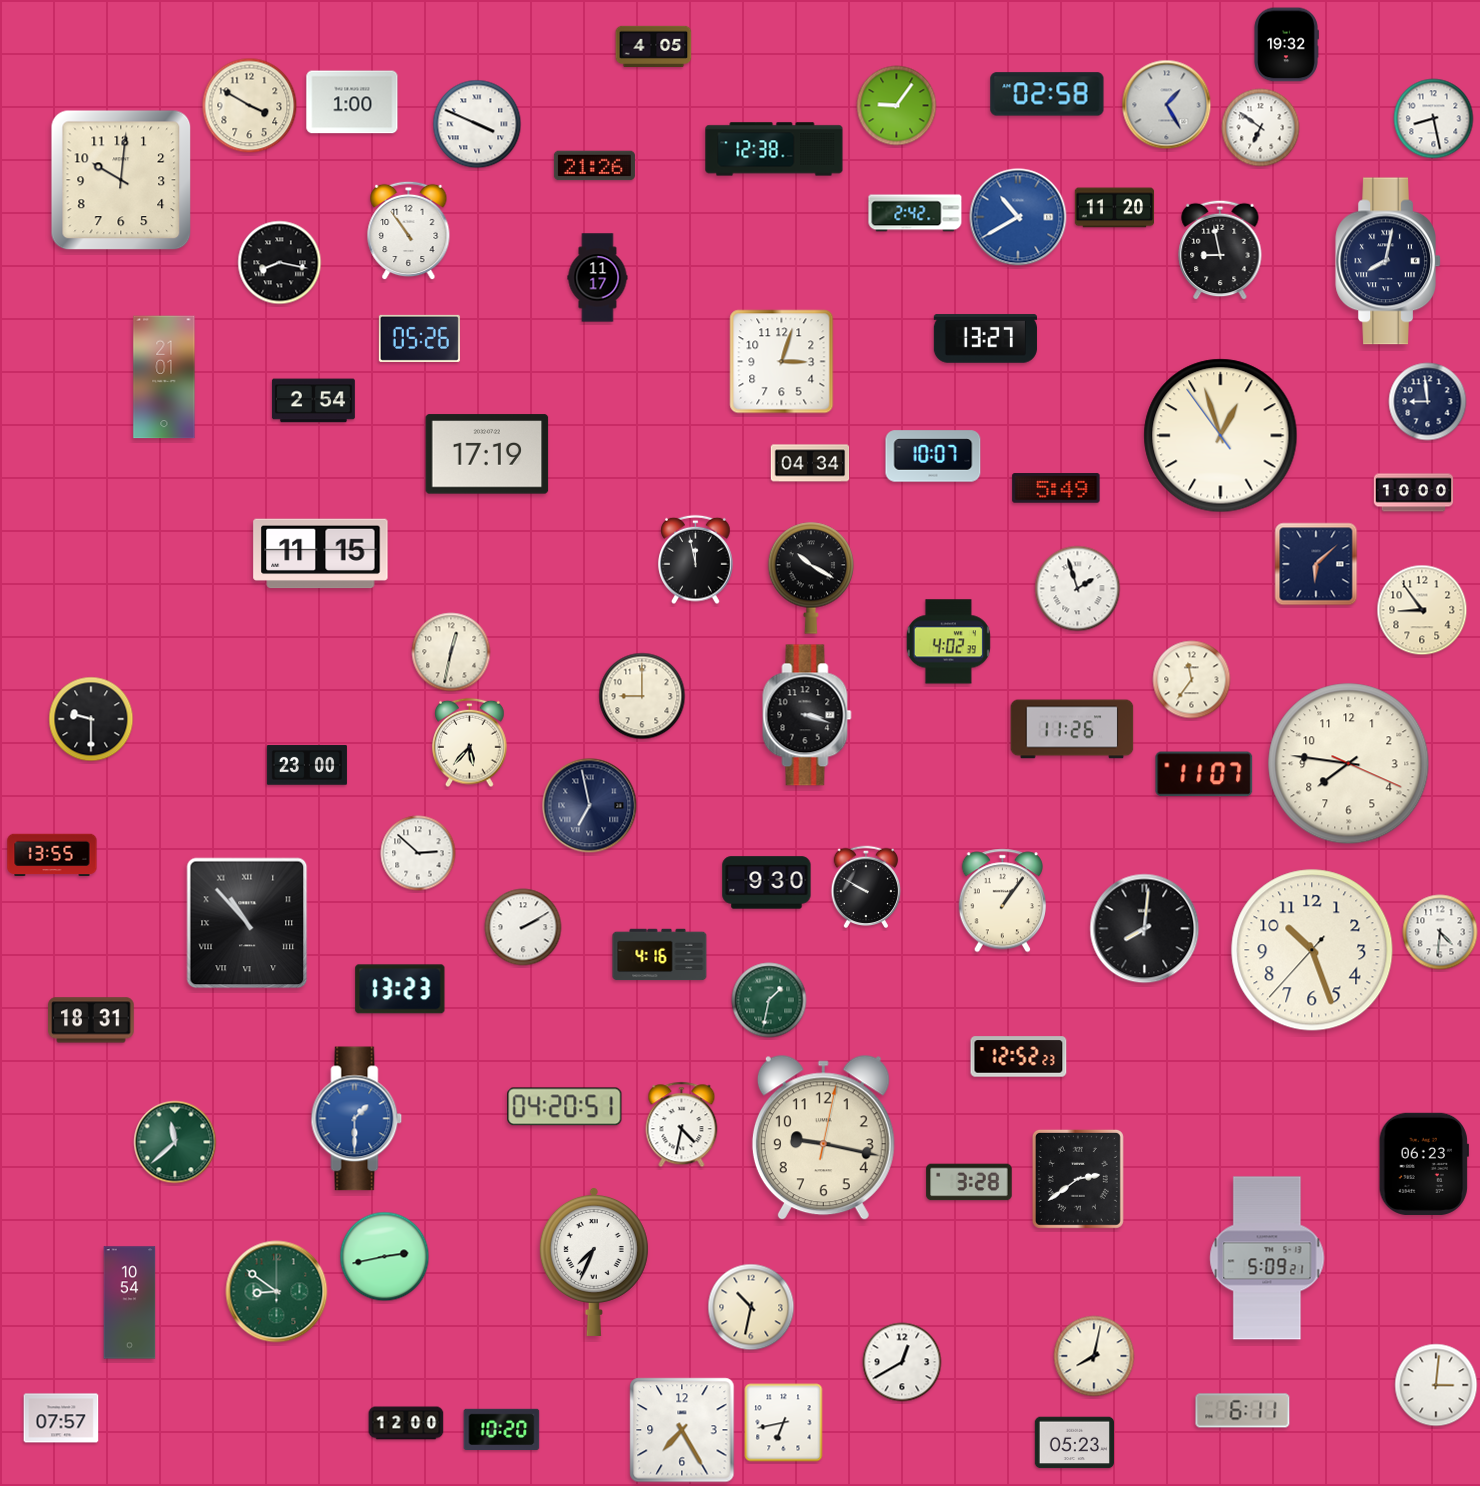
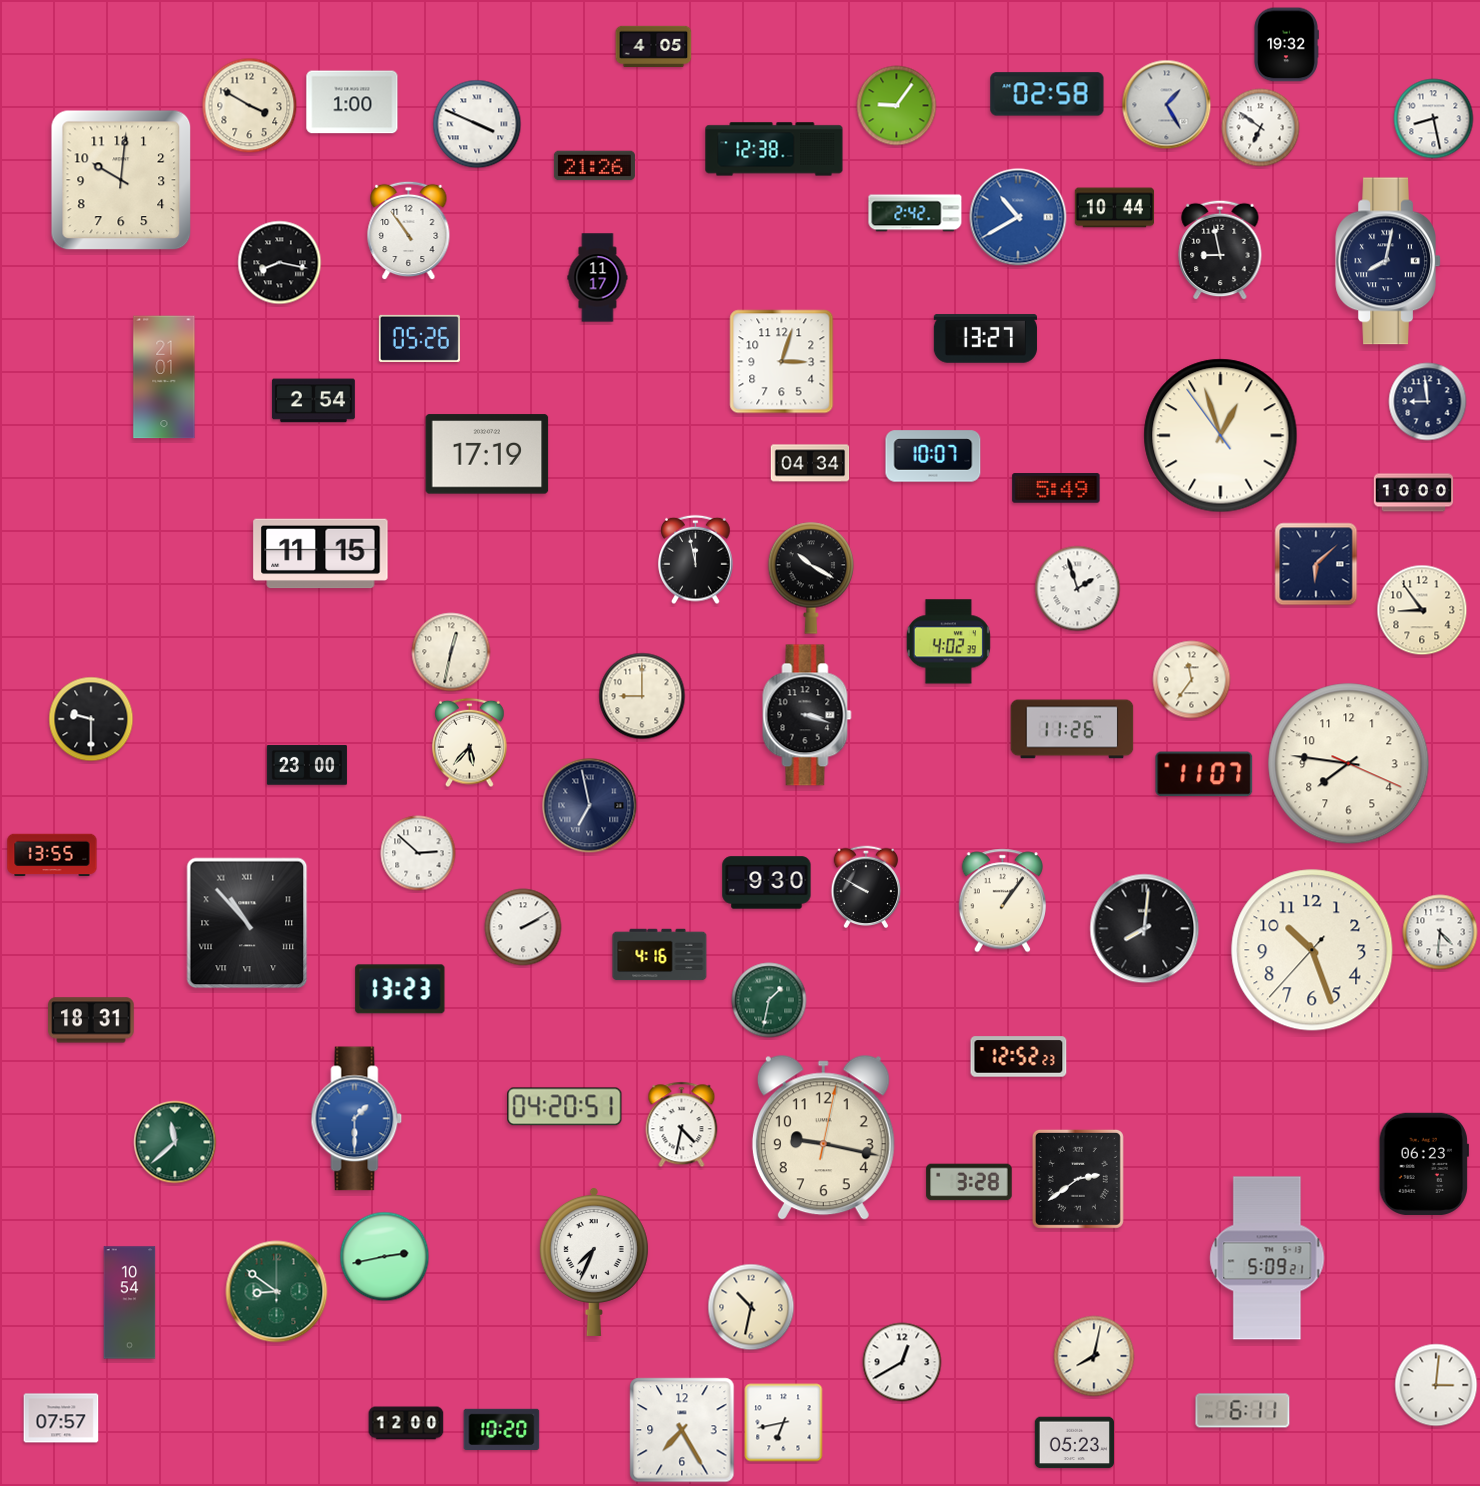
clock at (1114, 208): 11:20 -> 10:44
